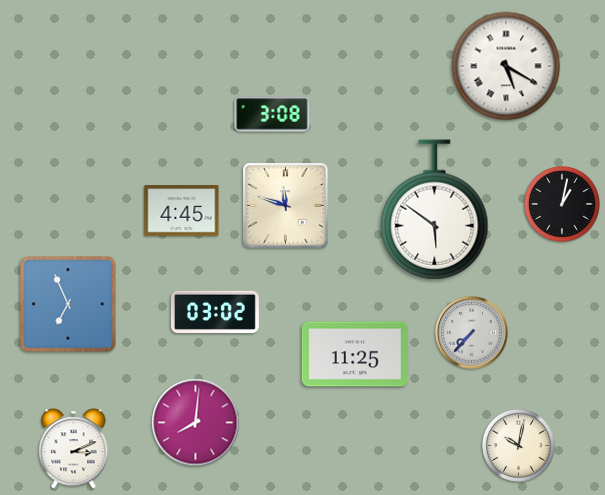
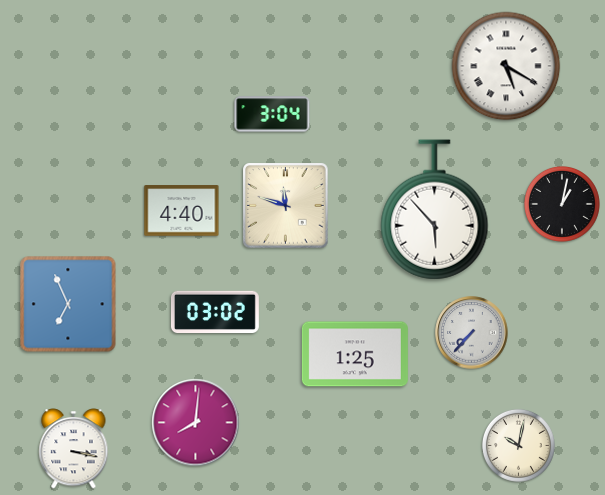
clock at (272, 114): 3:08 -> 3:04
clock at (435, 210): 5:51 -> 5:53
clock at (182, 211): 4:45 -> 4:40
clock at (355, 354): 11:25 -> 1:25
clock at (74, 449): 3:11 -> 3:17
